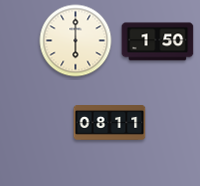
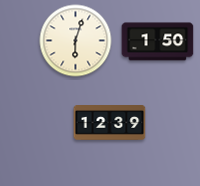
clock at (76, 41): 6:00 -> 6:03
clock at (110, 123): 08:11 -> 12:39
